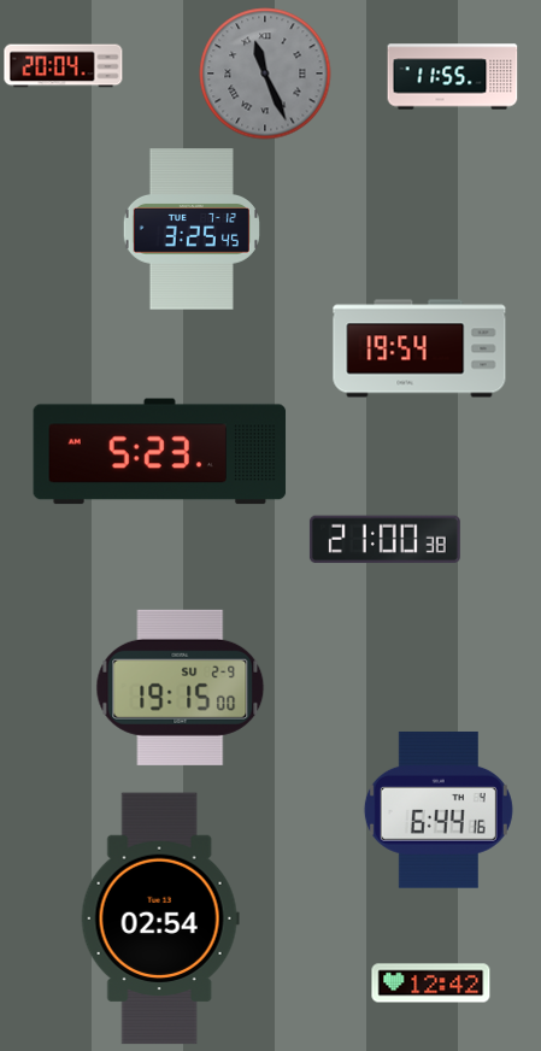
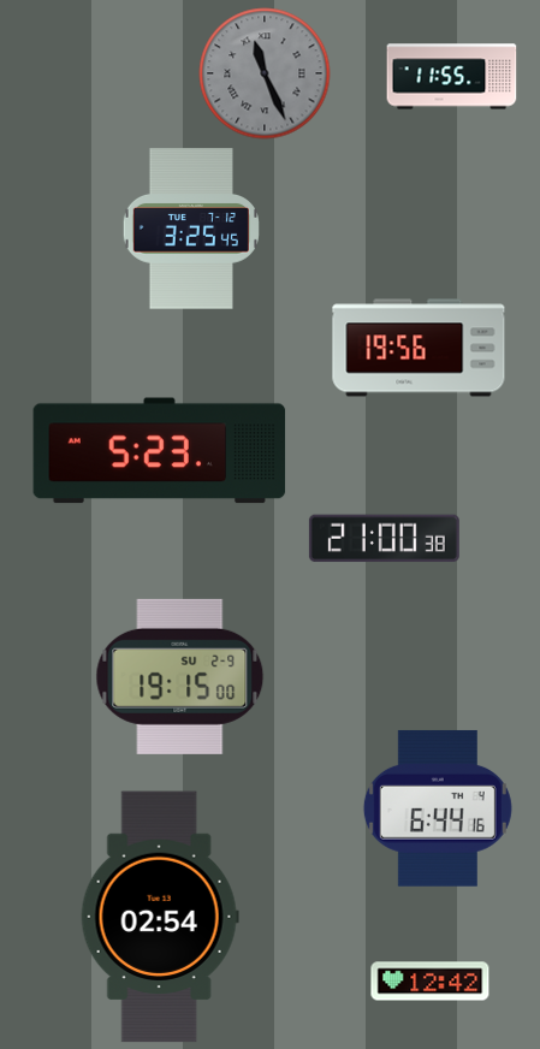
clock at (64, 66): 20:04 -> none
clock at (419, 348): 19:54 -> 19:56
clock at (181, 687) position: (181, 687) -> (180, 676)
